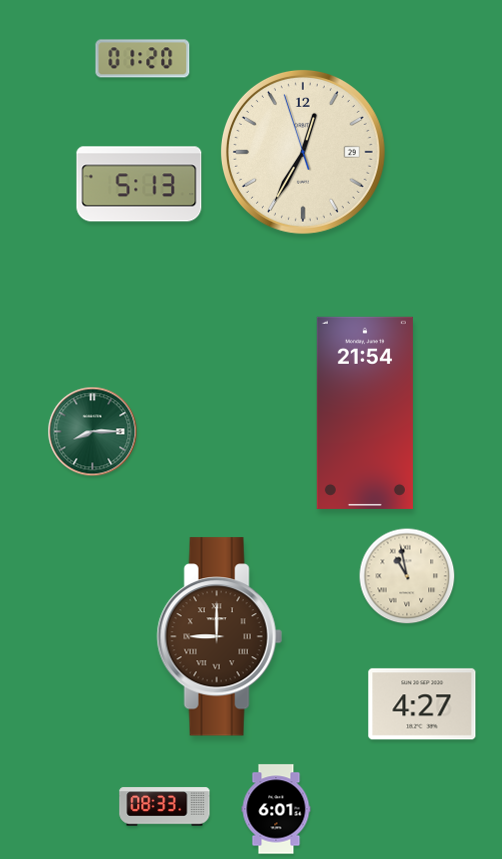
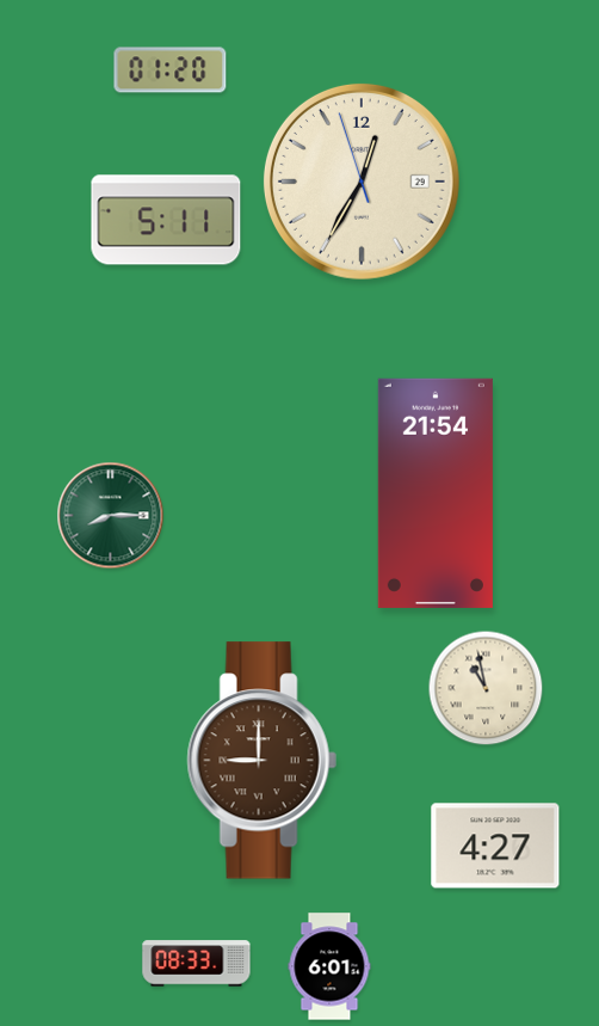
clock at (139, 184): 5:13 -> 5:11
clock at (422, 704) position: (422, 704) -> (495, 846)
